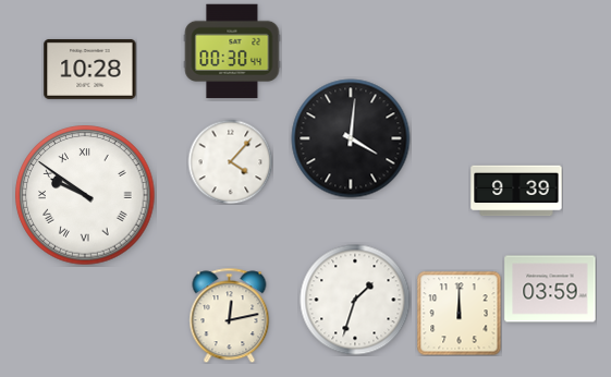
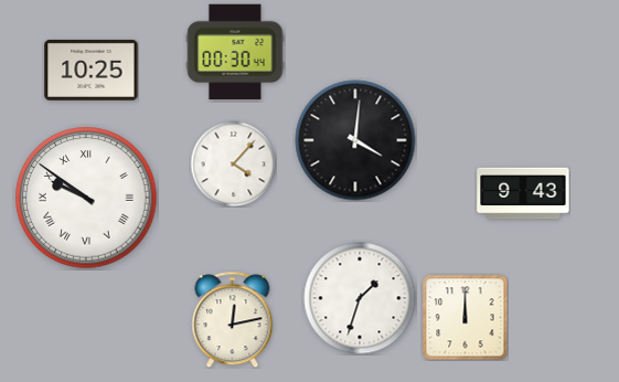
clock at (90, 69): 10:28 -> 10:25
clock at (516, 191): 9:39 -> 9:43
clock at (550, 289): 03:59 -> none
clock at (355, 300) position: (355, 300) -> (360, 298)
